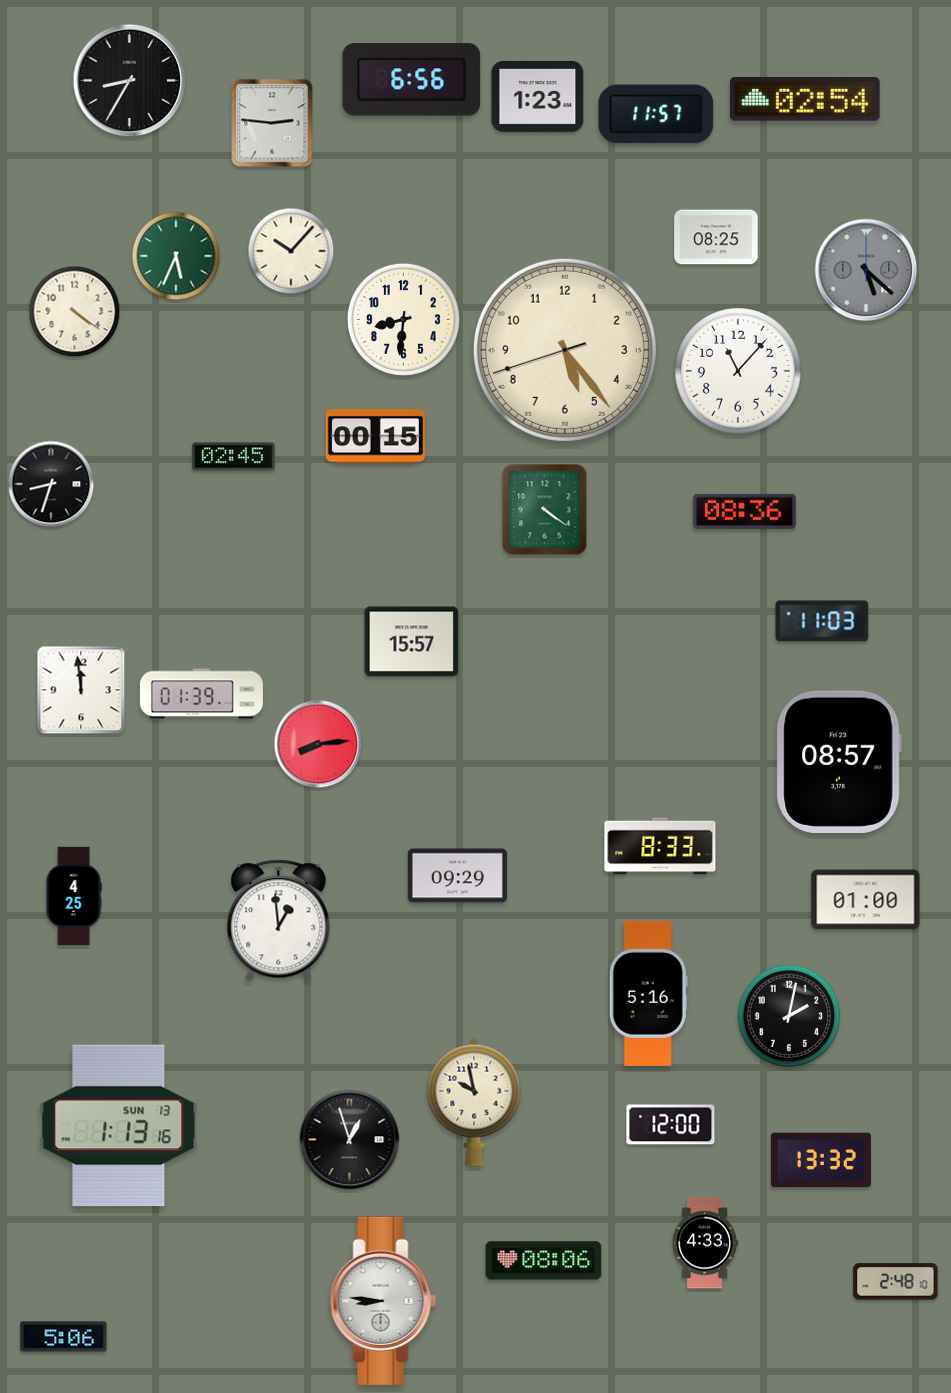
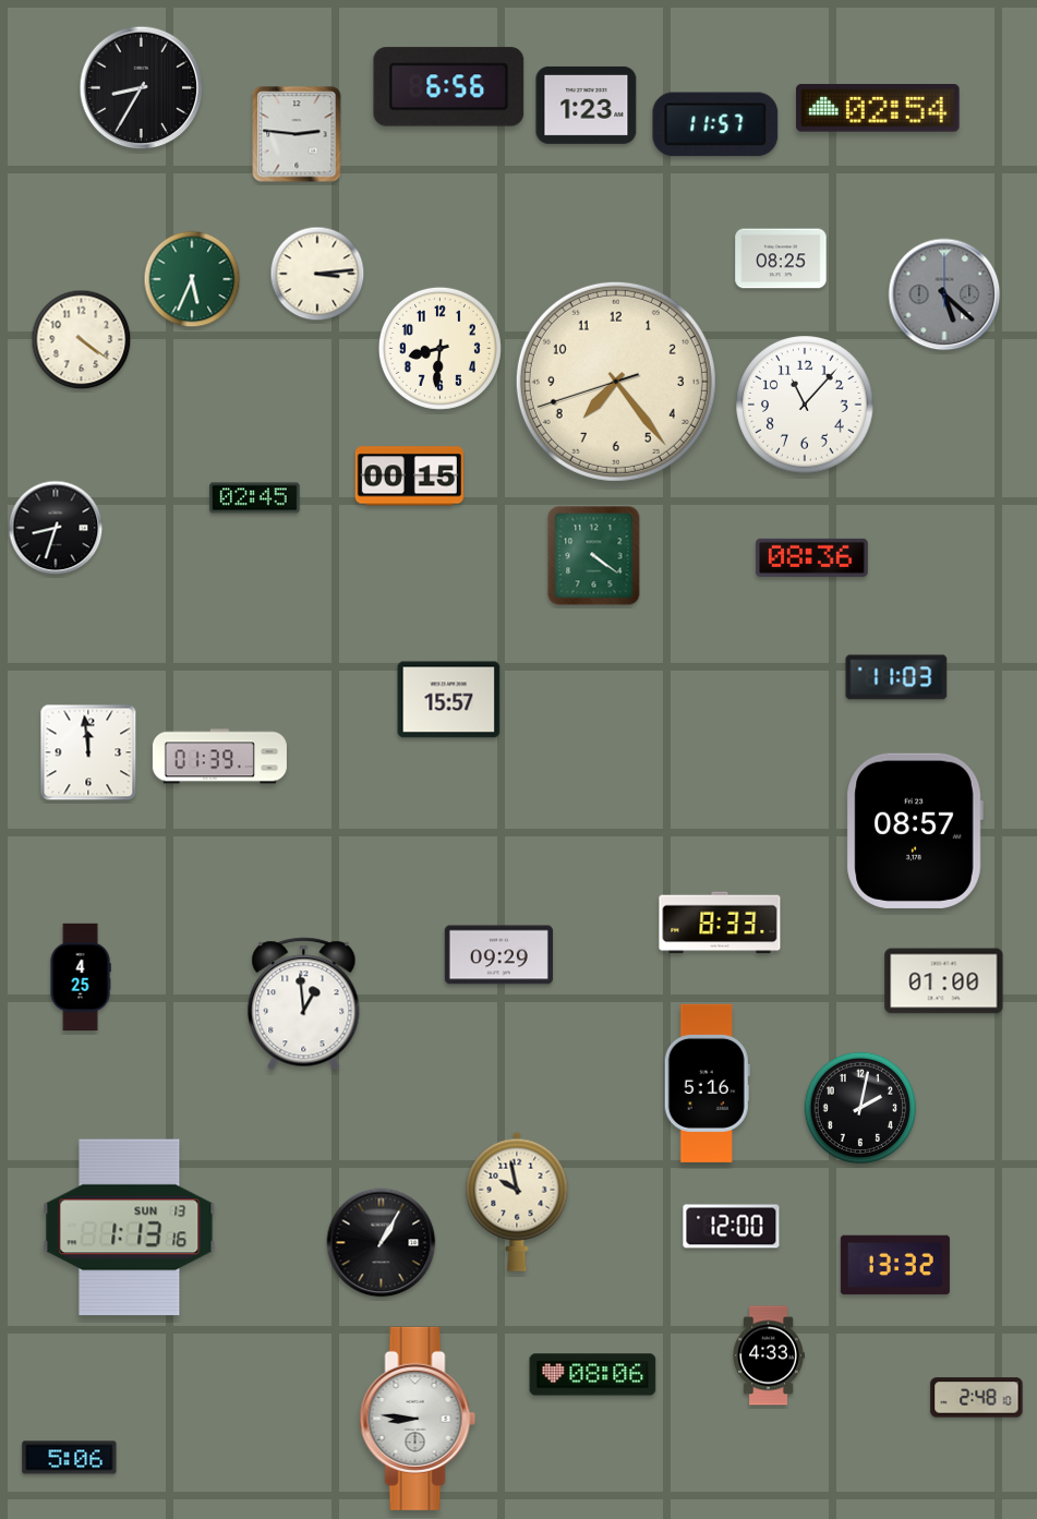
clock at (291, 251): 10:07 -> 3:14
clock at (565, 350): 5:23 -> 7:23
clock at (318, 744): 8:14 -> none
clock at (350, 1140): 12:57 -> 1:05
